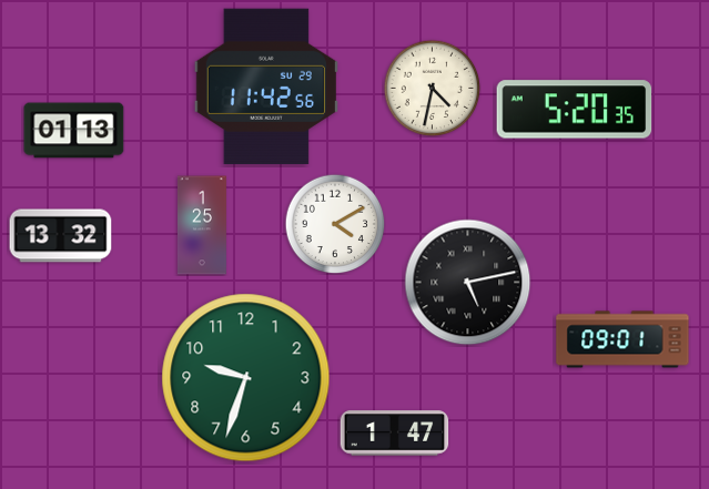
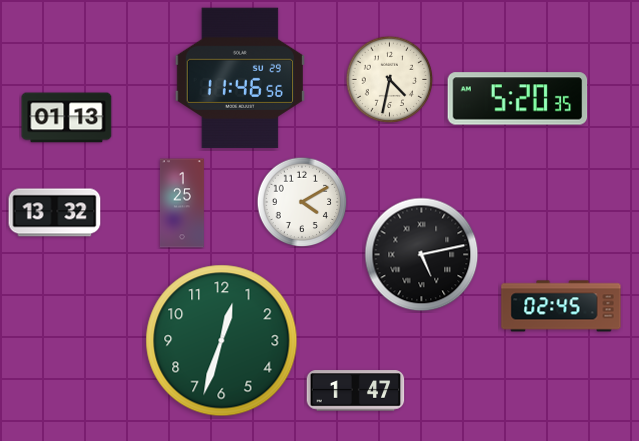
clock at (266, 86): 11:42 -> 11:46
clock at (622, 339): 09:01 -> 02:45
clock at (246, 378): 9:33 -> 12:33
